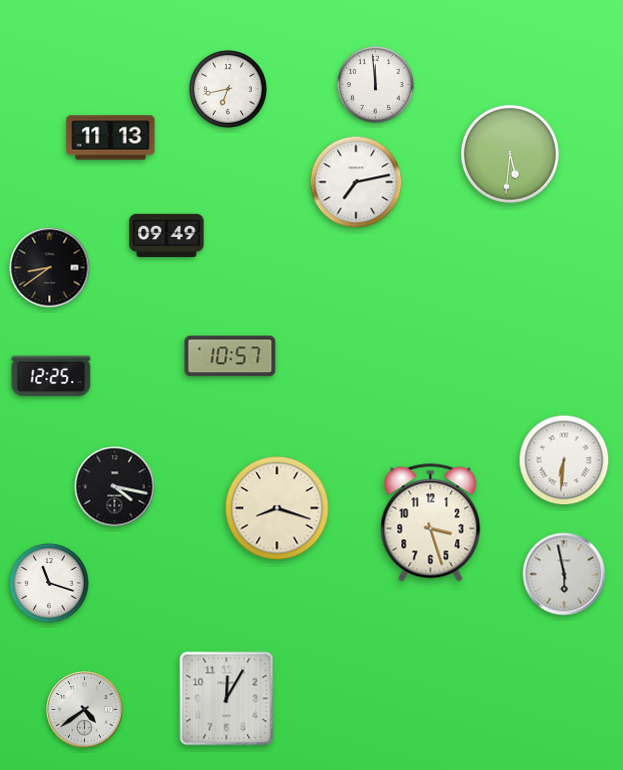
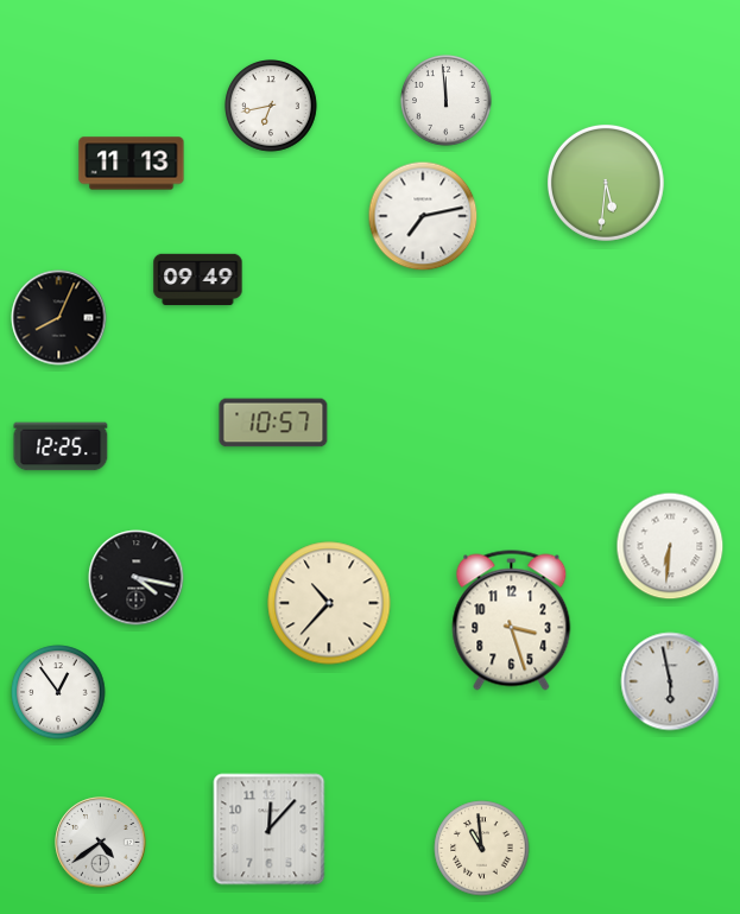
clock at (50, 268): 8:39 -> 8:04
clock at (277, 508): 8:18 -> 10:37
clock at (49, 583): 11:18 -> 12:54
clock at (227, 699): 12:05 -> 12:07
clock at (482, 849): none -> 10:59
